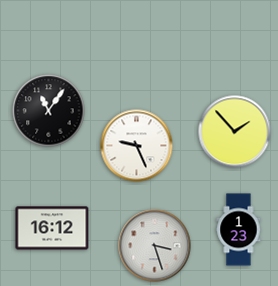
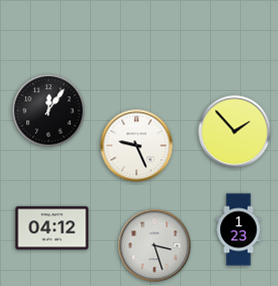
clock at (49, 111): 11:06 -> 12:06
clock at (52, 228): 16:12 -> 04:12
